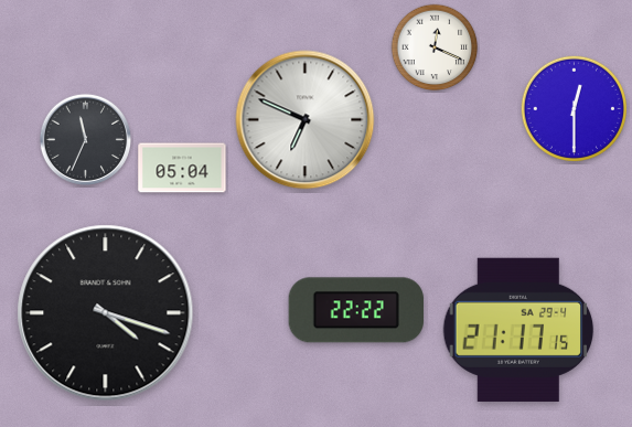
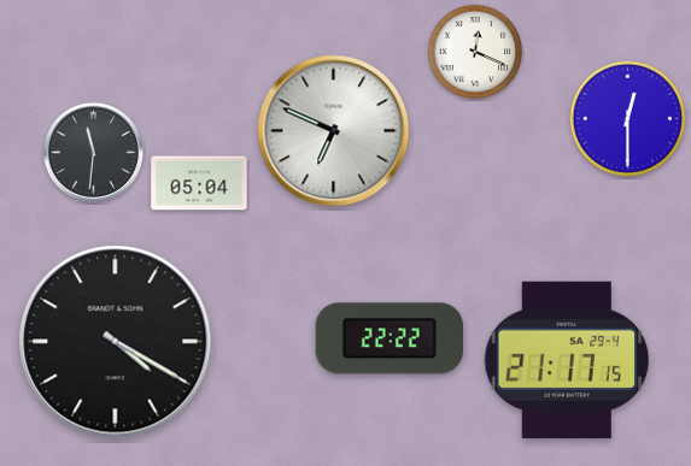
clock at (85, 139): 11:34 -> 11:31
clock at (106, 313): 4:18 -> 4:20
